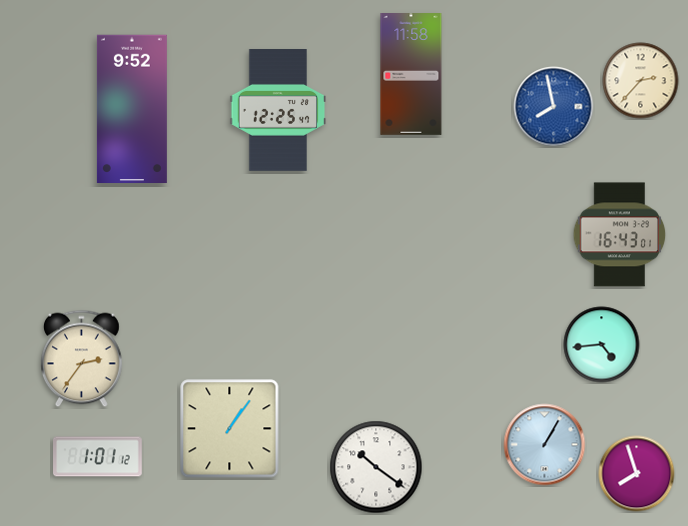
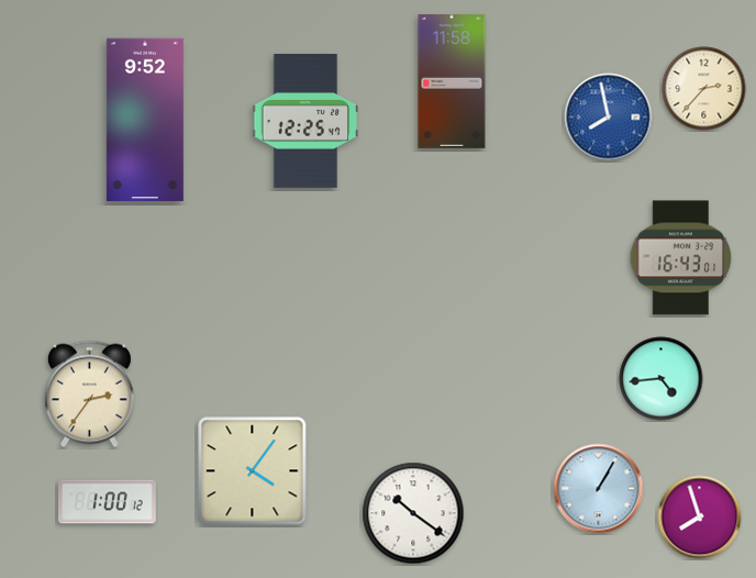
clock at (230, 429): 1:06 -> 4:06
clock at (98, 457): 1:01 -> 1:00
clock at (637, 474) position: (637, 474) -> (700, 518)
